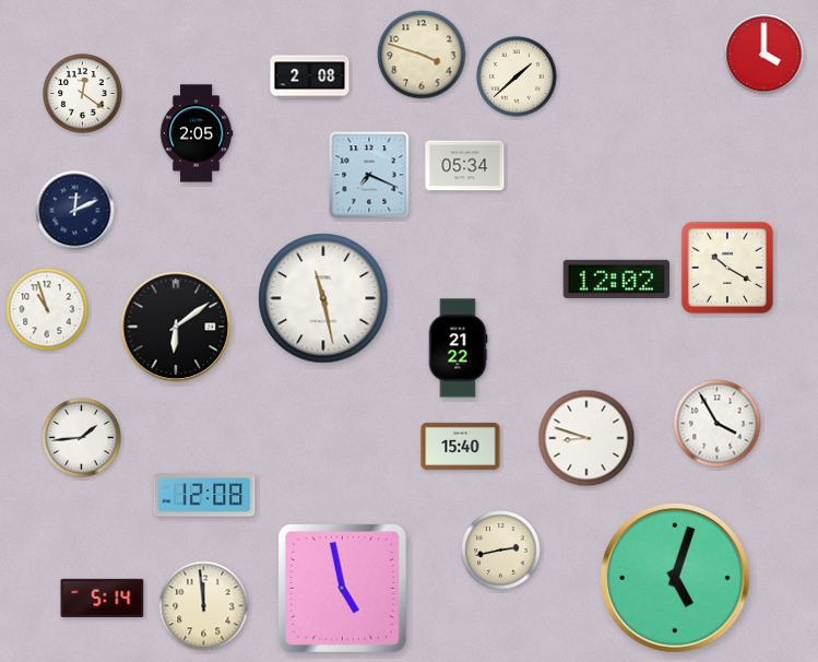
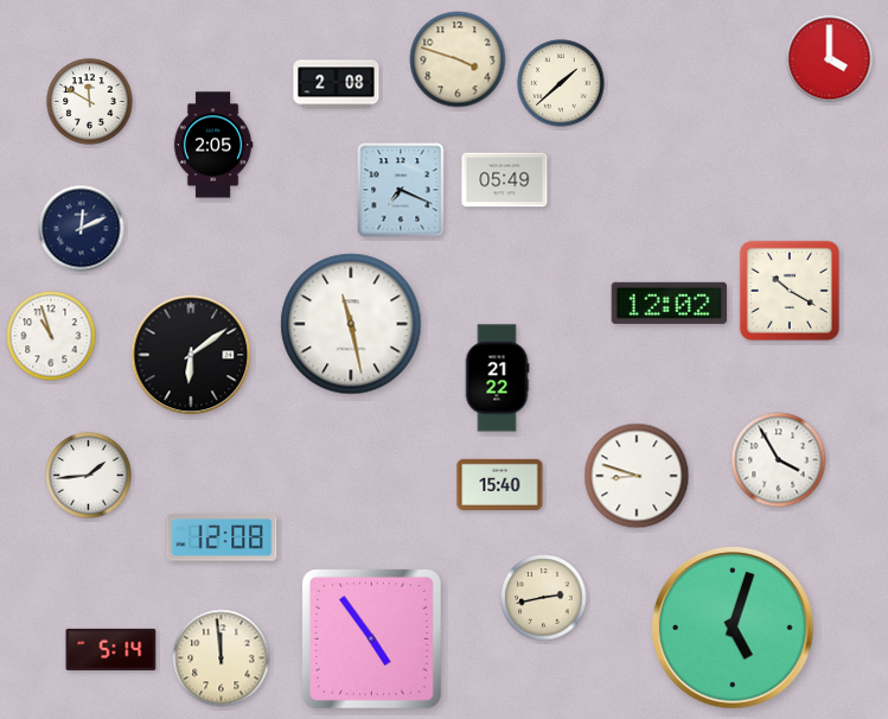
clock at (83, 94): 12:21 -> 11:50
clock at (465, 166): 05:34 -> 05:49
clock at (342, 588): 4:58 -> 4:54
